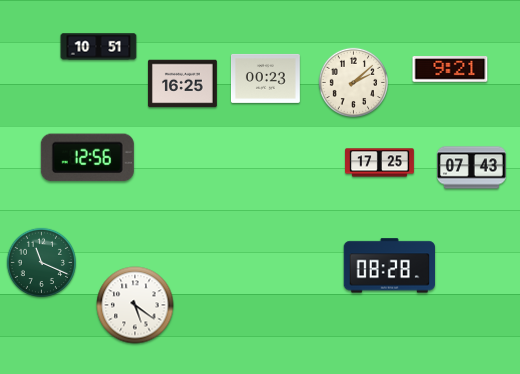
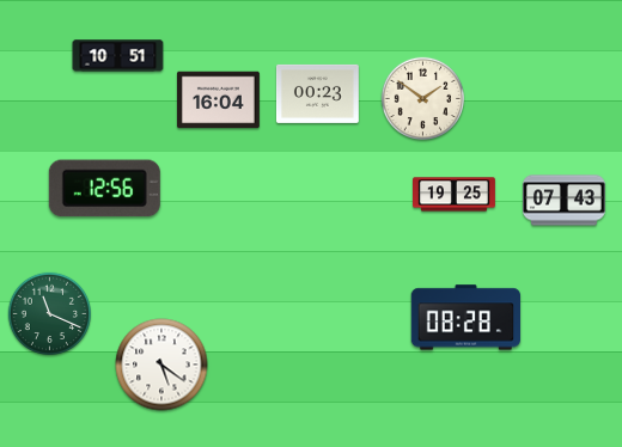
clock at (450, 69): 9:21 -> none
clock at (353, 82): 2:08 -> 1:51
clock at (183, 84): 16:25 -> 16:04
clock at (380, 163): 17:25 -> 19:25
